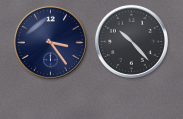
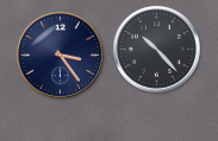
clock at (50, 42) position: (50, 42) -> (60, 55)
